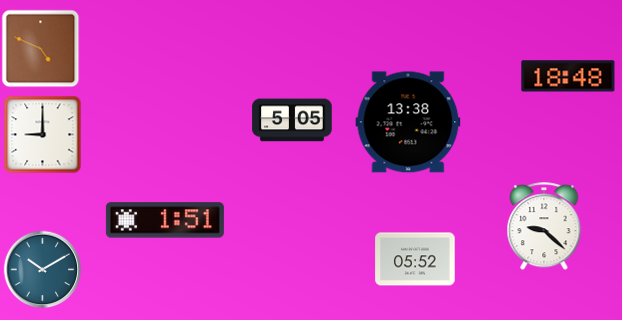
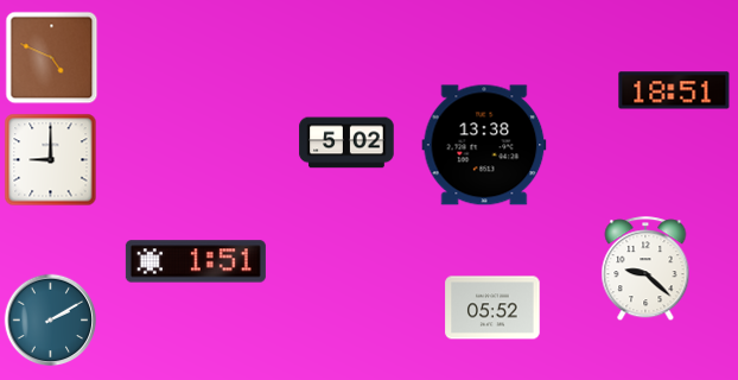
clock at (40, 48) position: (40, 48) -> (51, 57)
clock at (568, 76): 18:48 -> 18:51
clock at (292, 120): 5:05 -> 5:02
clock at (42, 269): 10:10 -> 2:10
